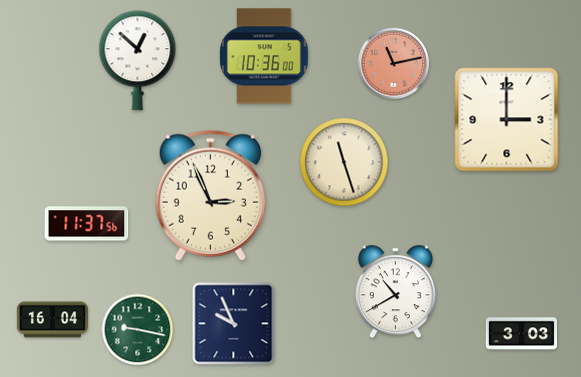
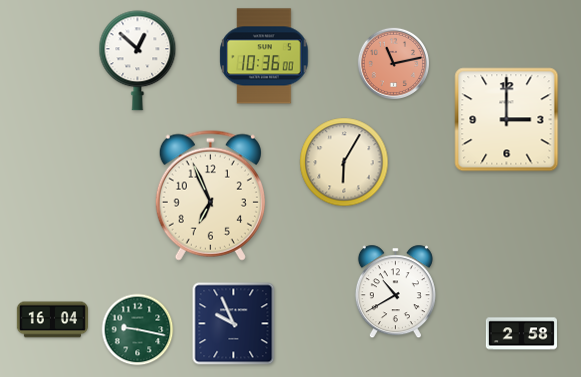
clock at (344, 162): 11:27 -> 6:05
clock at (210, 195): 2:56 -> 6:56
clock at (87, 224): 11:37 -> none
clock at (521, 334): 3:03 -> 2:58
